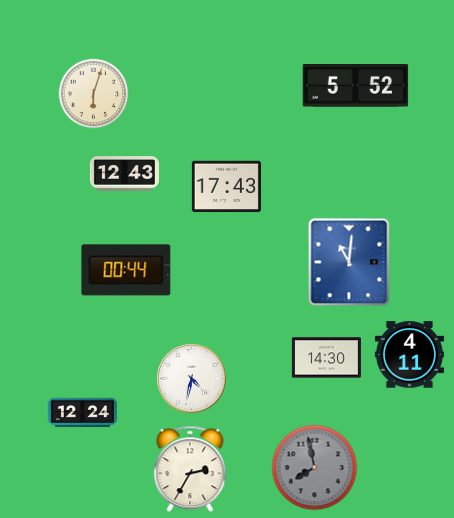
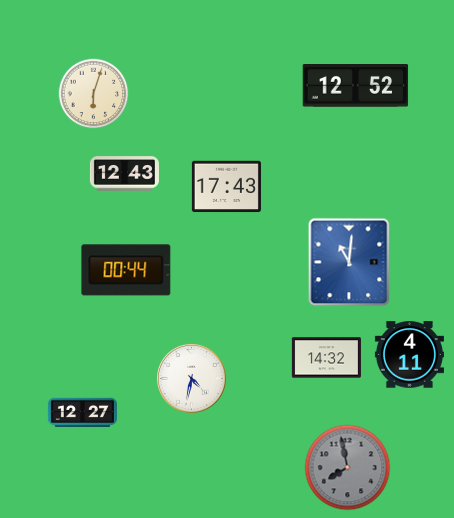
clock at (356, 86): 5:52 -> 12:52
clock at (326, 358): 14:30 -> 14:32
clock at (82, 412): 12:24 -> 12:27
clock at (315, 468) position: (315, 468) -> (348, 468)
clock at (190, 469): 2:35 -> none
